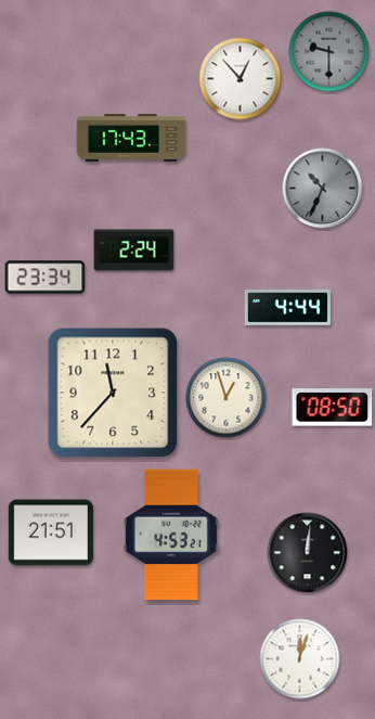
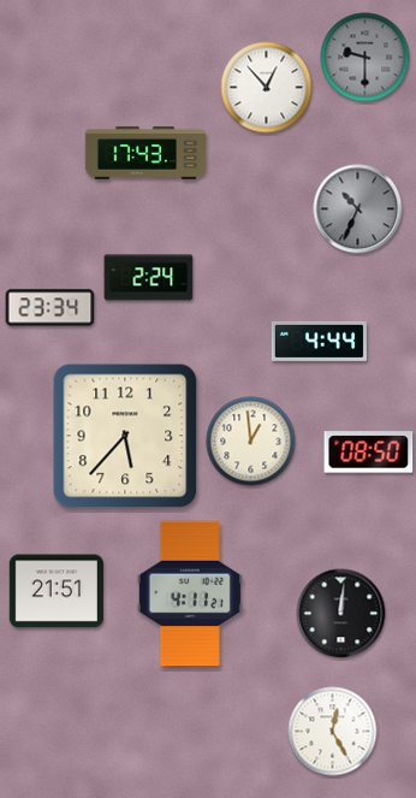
clock at (113, 393): 11:37 -> 5:37
clock at (227, 398): 12:57 -> 12:59
clock at (171, 535): 4:53 -> 4:11
clock at (300, 659): 12:03 -> 12:25
